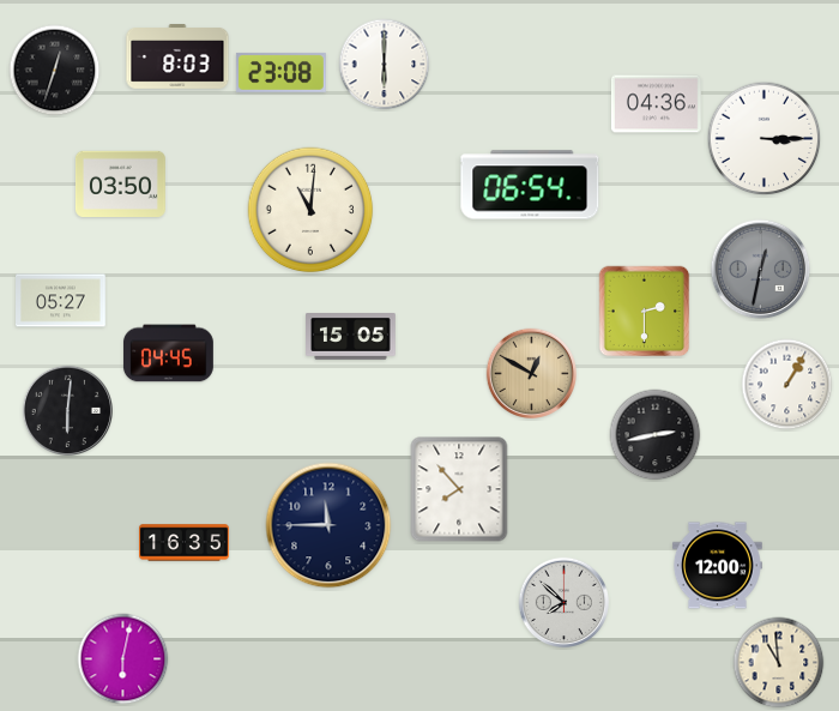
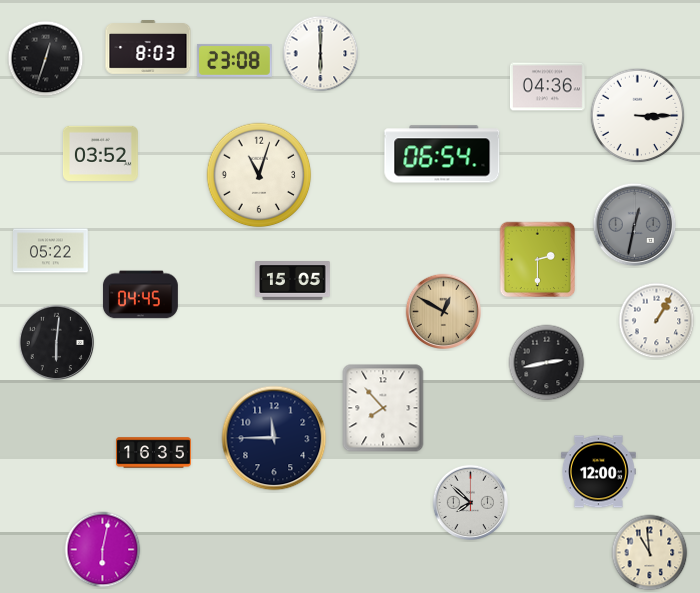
clock at (121, 183): 03:50 -> 03:52
clock at (310, 210): 11:01 -> 11:03
clock at (61, 301): 05:27 -> 05:22
